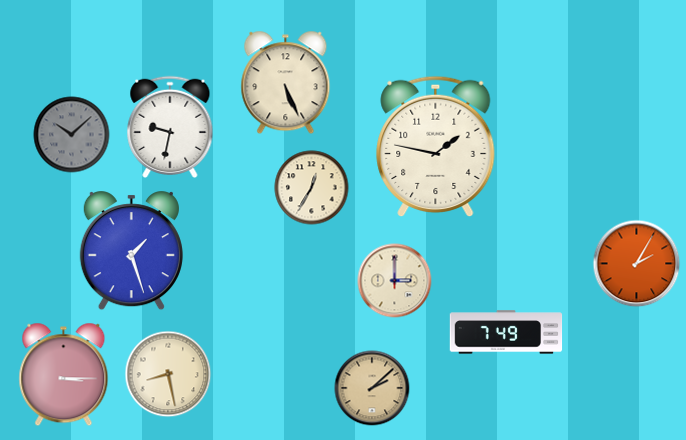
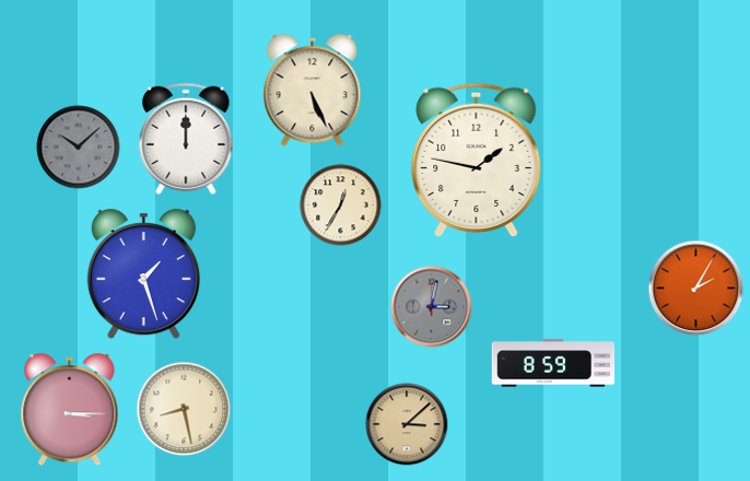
clock at (170, 127): 9:32 -> 12:00
clock at (395, 281): 3:00 -> 3:02
clock at (395, 281) dial: cream -> grey
clock at (506, 332): 7:49 -> 8:59
clock at (372, 388): 2:08 -> 3:08
